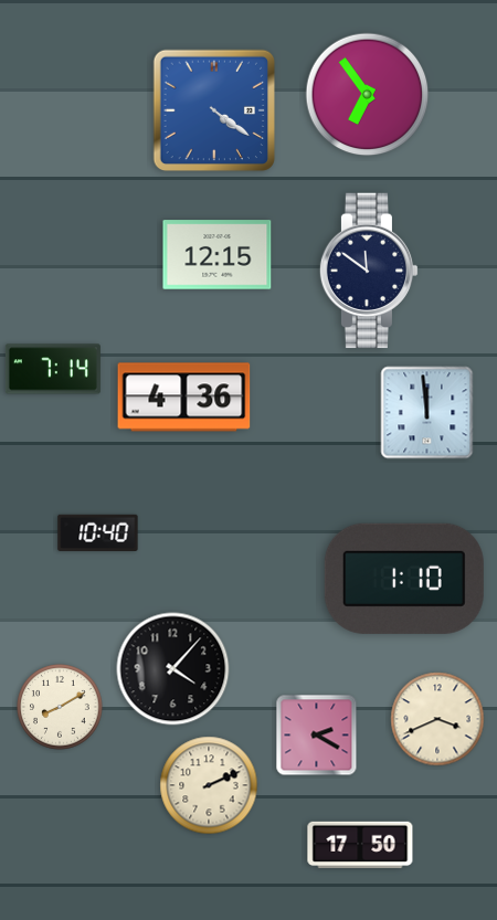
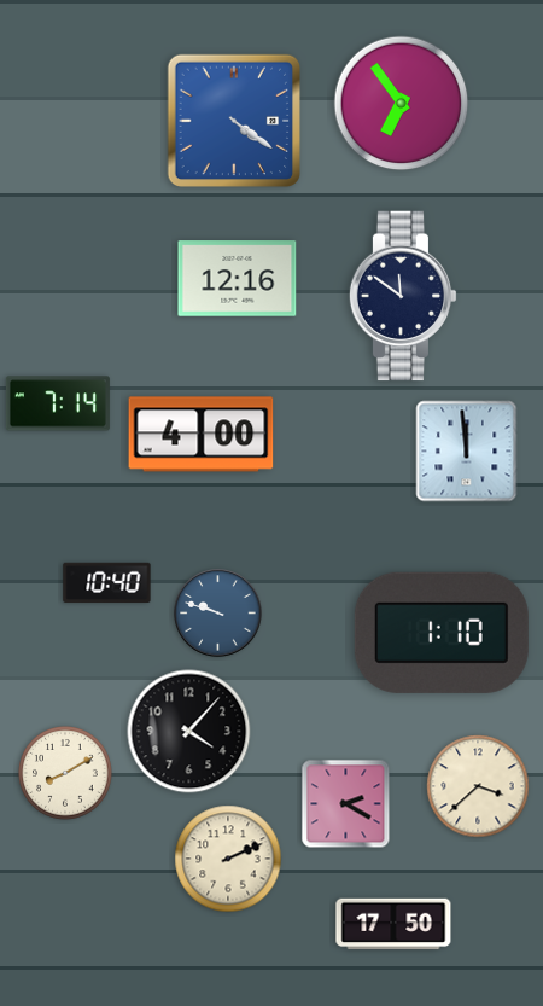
clock at (218, 255): 12:15 -> 12:16
clock at (184, 398): 4:36 -> 4:00
clock at (218, 614): none -> 9:48
clock at (437, 719): 3:41 -> 3:38
